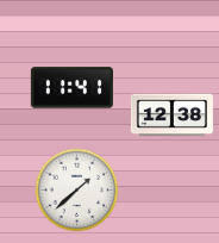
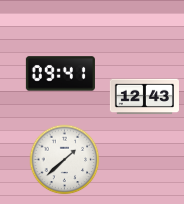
clock at (71, 88): 11:41 -> 09:41
clock at (171, 116): 12:38 -> 12:43
